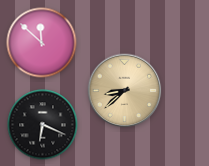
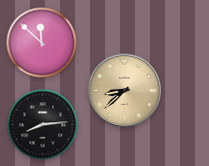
clock at (43, 125): 6:19 -> 8:14
